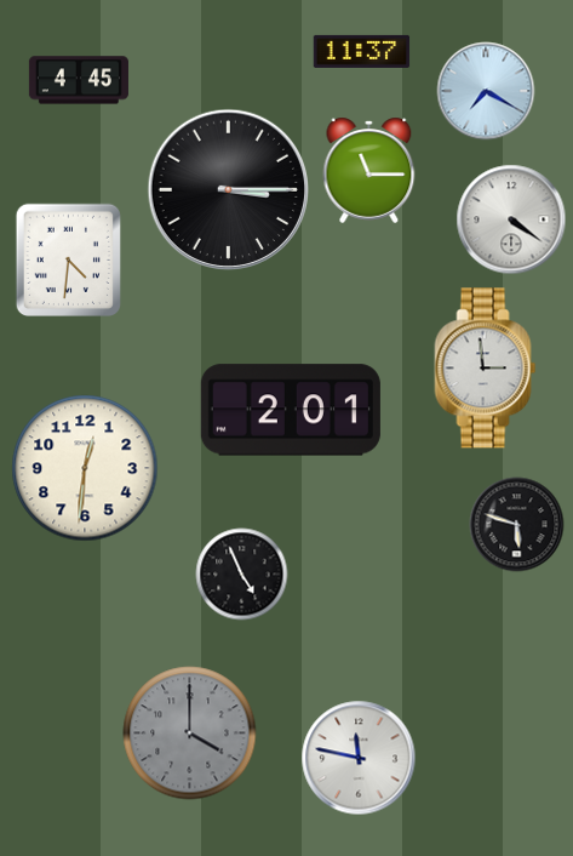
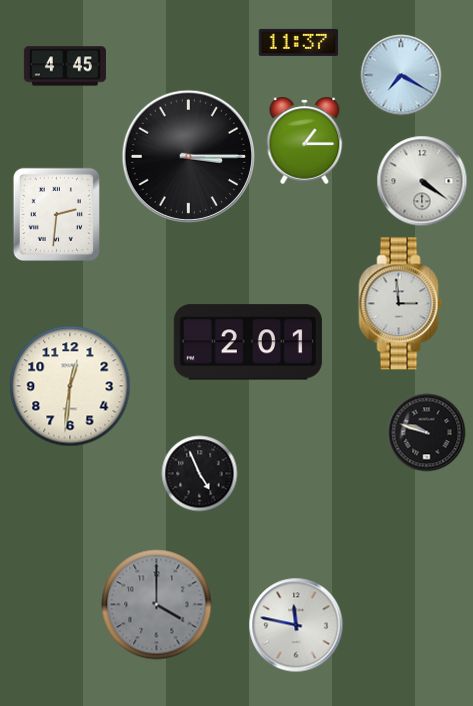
clock at (369, 170): 11:15 -> 1:15
clock at (68, 259): 4:31 -> 2:31
clock at (291, 410) position: (291, 410) -> (248, 342)
clock at (517, 525): 5:48 -> 9:48
